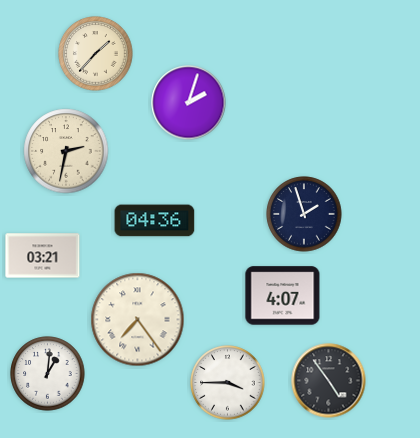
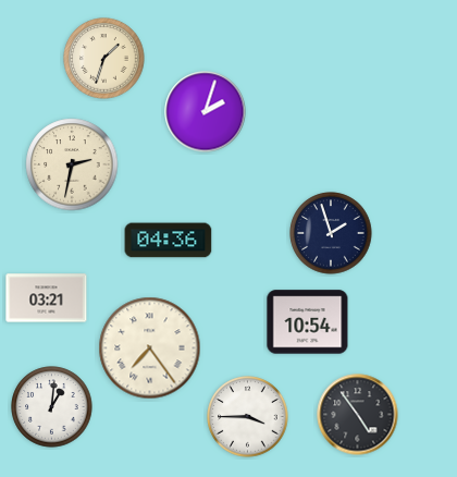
clock at (96, 54): 1:37 -> 1:33
clock at (43, 256) position: (43, 256) -> (47, 298)
clock at (283, 296): 4:07 -> 10:54
